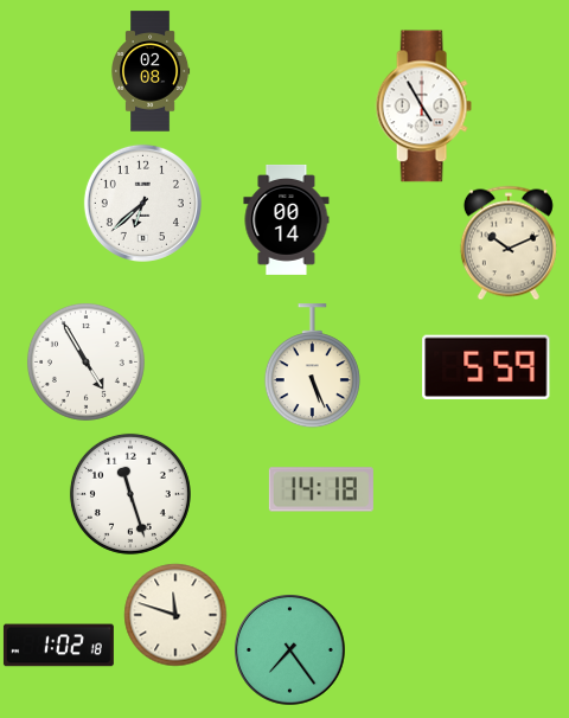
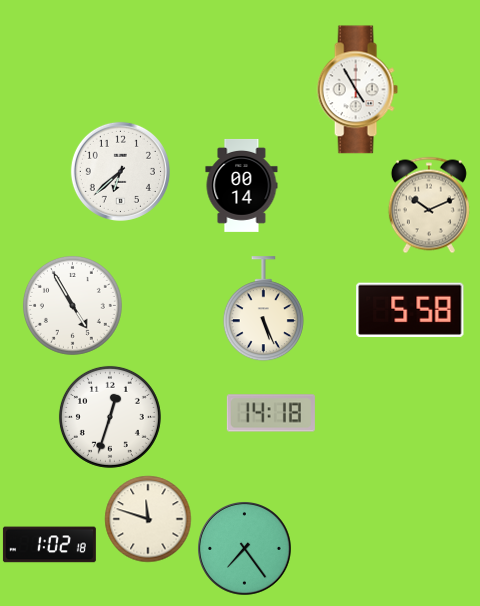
clock at (152, 71): 02:08 -> none
clock at (486, 367): 5:59 -> 5:58
clock at (130, 494): 11:27 -> 12:33
